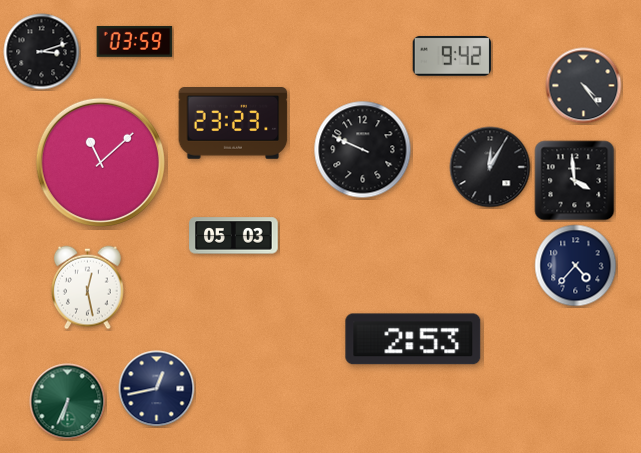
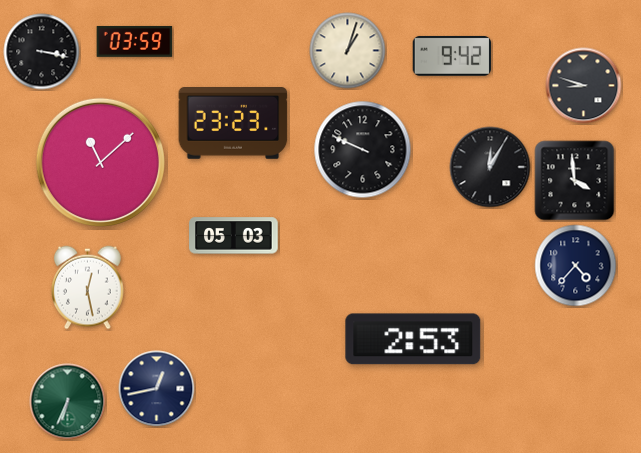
clock at (348, 51): none -> 1:03
clock at (42, 52): 3:12 -> 3:17
clock at (584, 86): 4:24 -> 8:48
